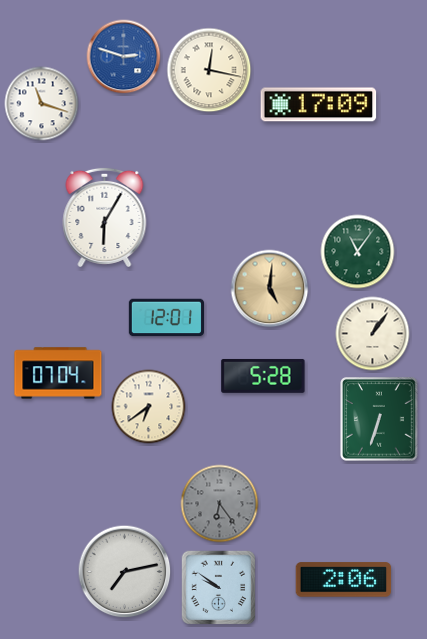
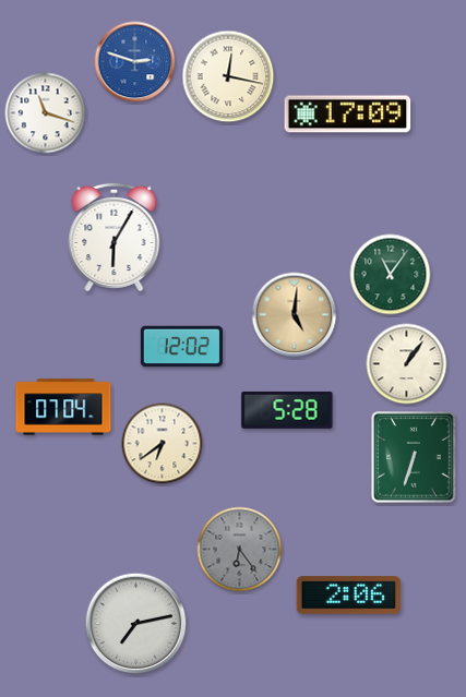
clock at (166, 318): 12:01 -> 12:02
clock at (344, 580) position: (344, 580) -> (349, 596)
clock at (219, 588): 9:51 -> none
